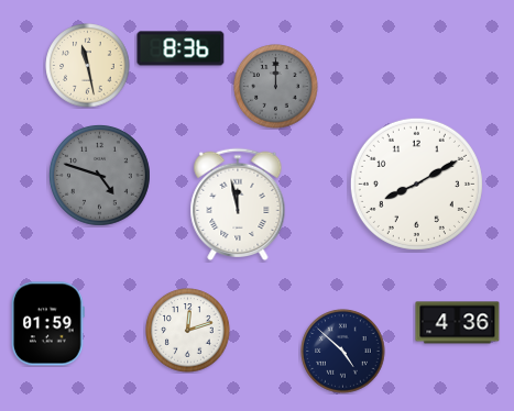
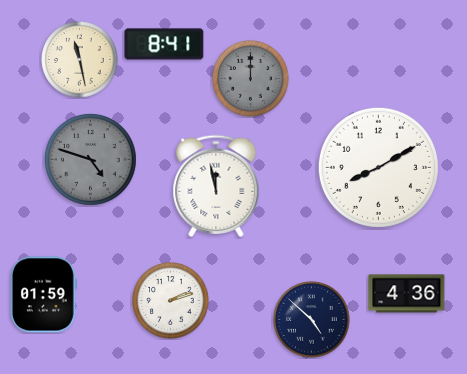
clock at (181, 48): 8:36 -> 8:41
clock at (458, 323) position: (458, 323) -> (407, 294)
clock at (188, 331): 12:12 -> 2:12
